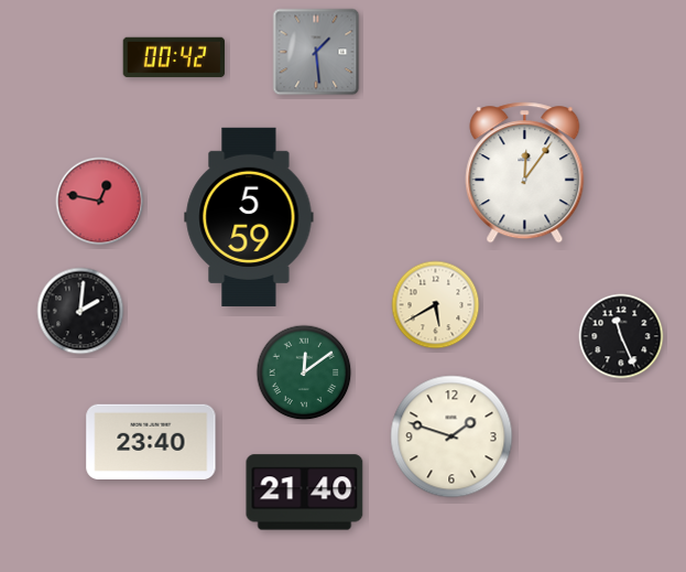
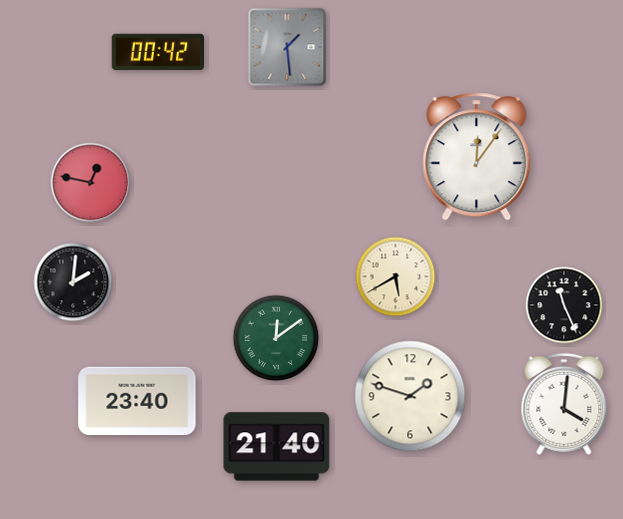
clock at (249, 217): 5:59 -> none
clock at (564, 404): none -> 4:01
